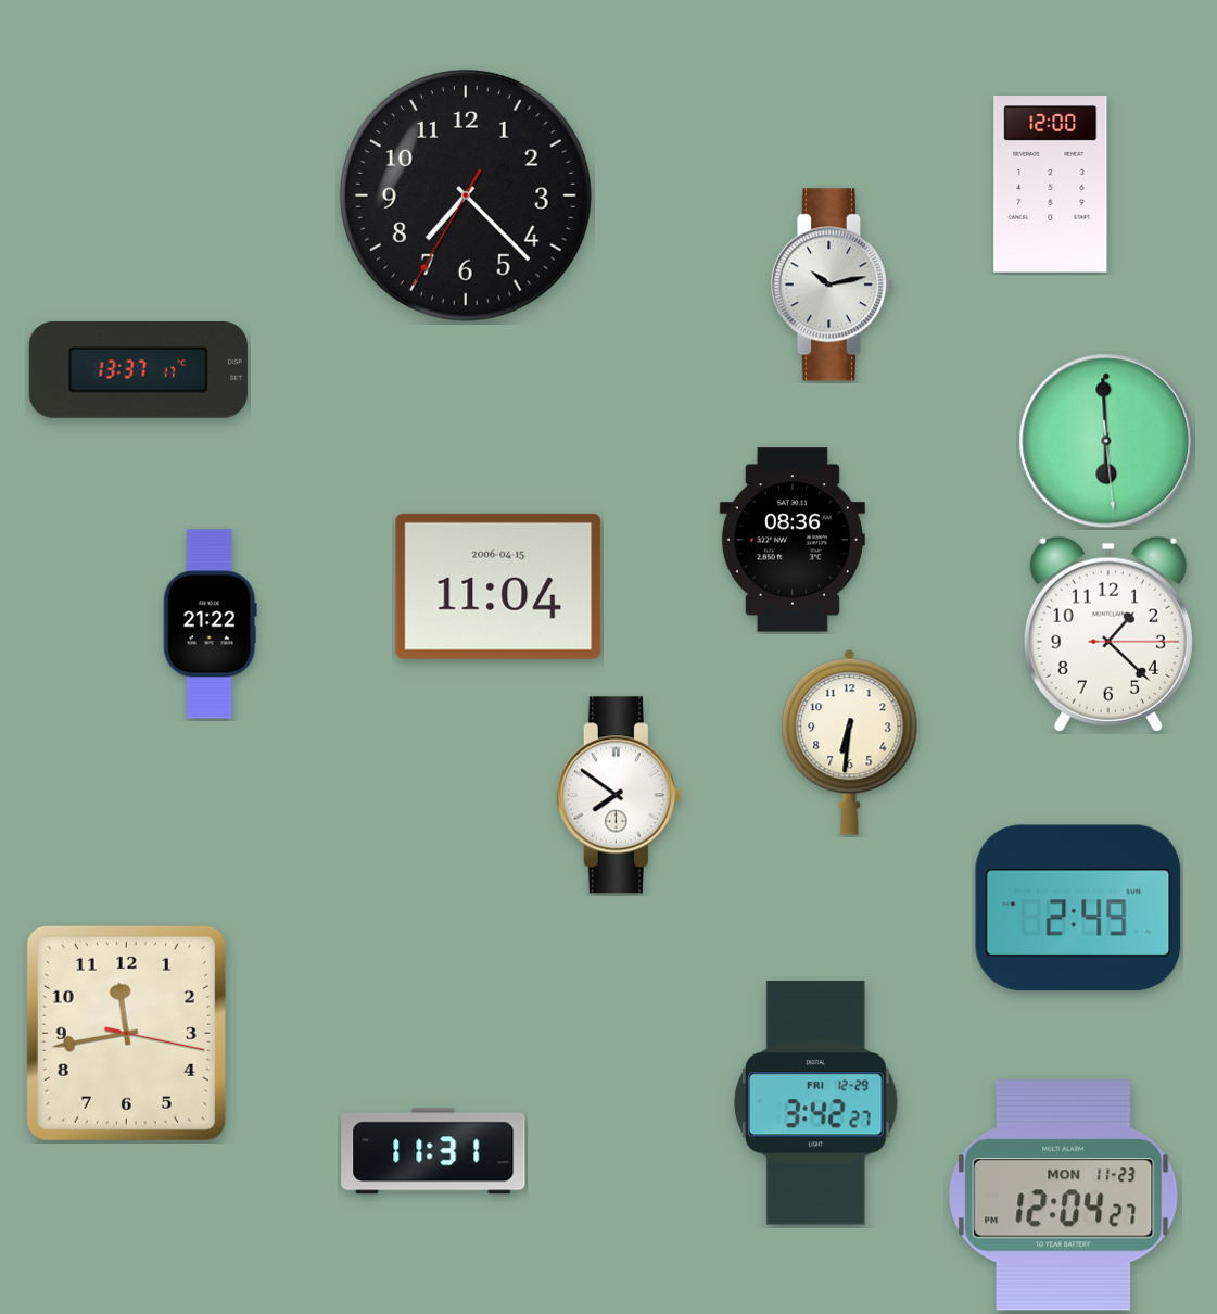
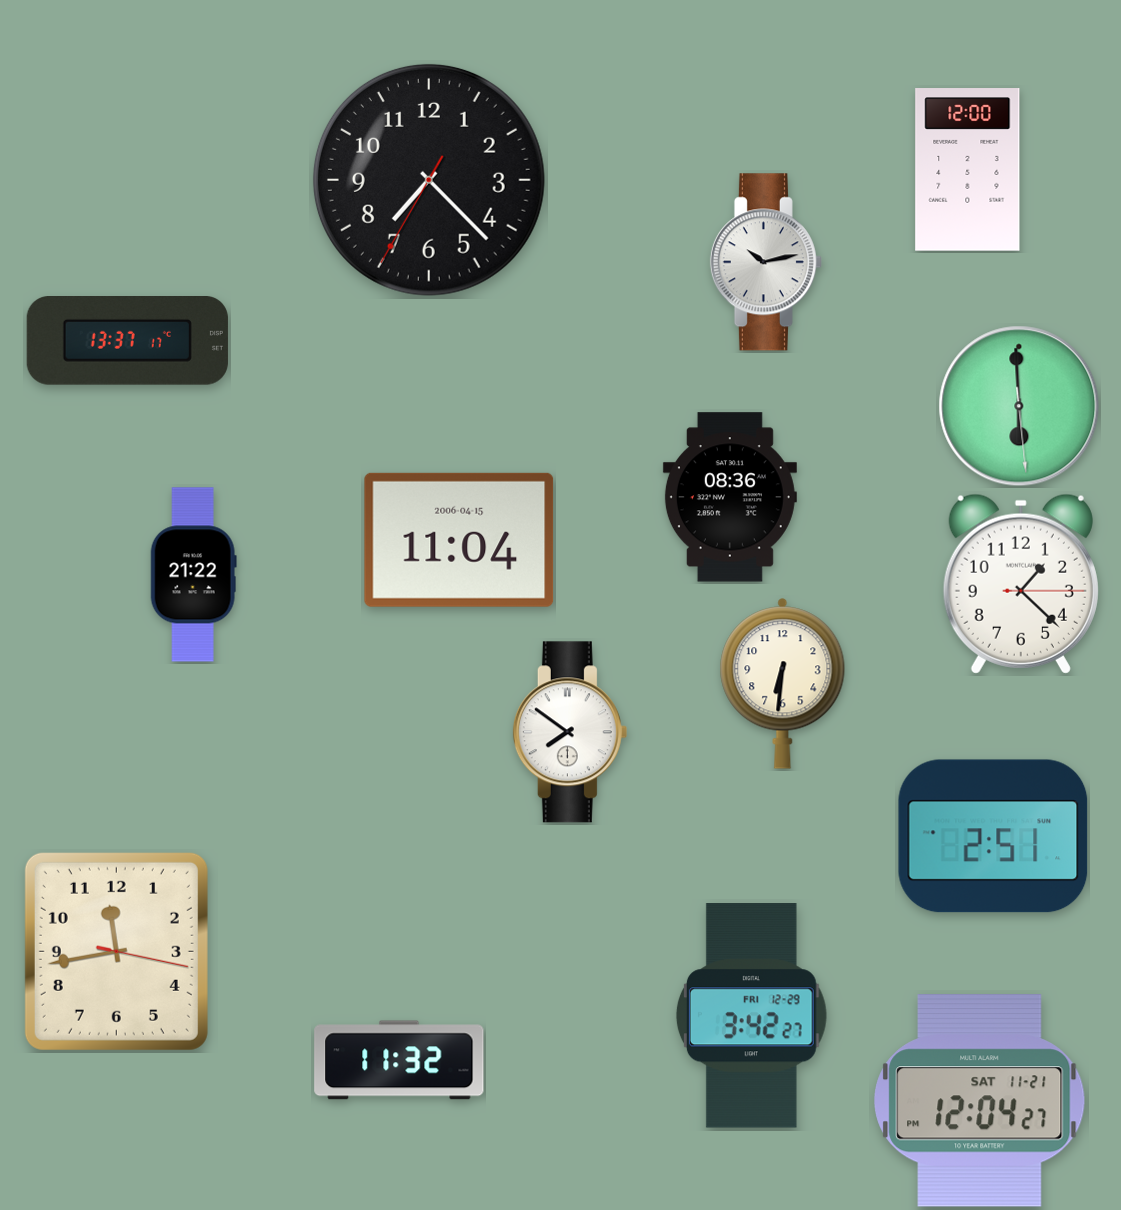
clock at (1078, 908): 2:49 -> 2:51
clock at (433, 1151): 11:31 -> 11:32
clock at (1064, 1196) date: MON 11-23 -> SAT 11-21
